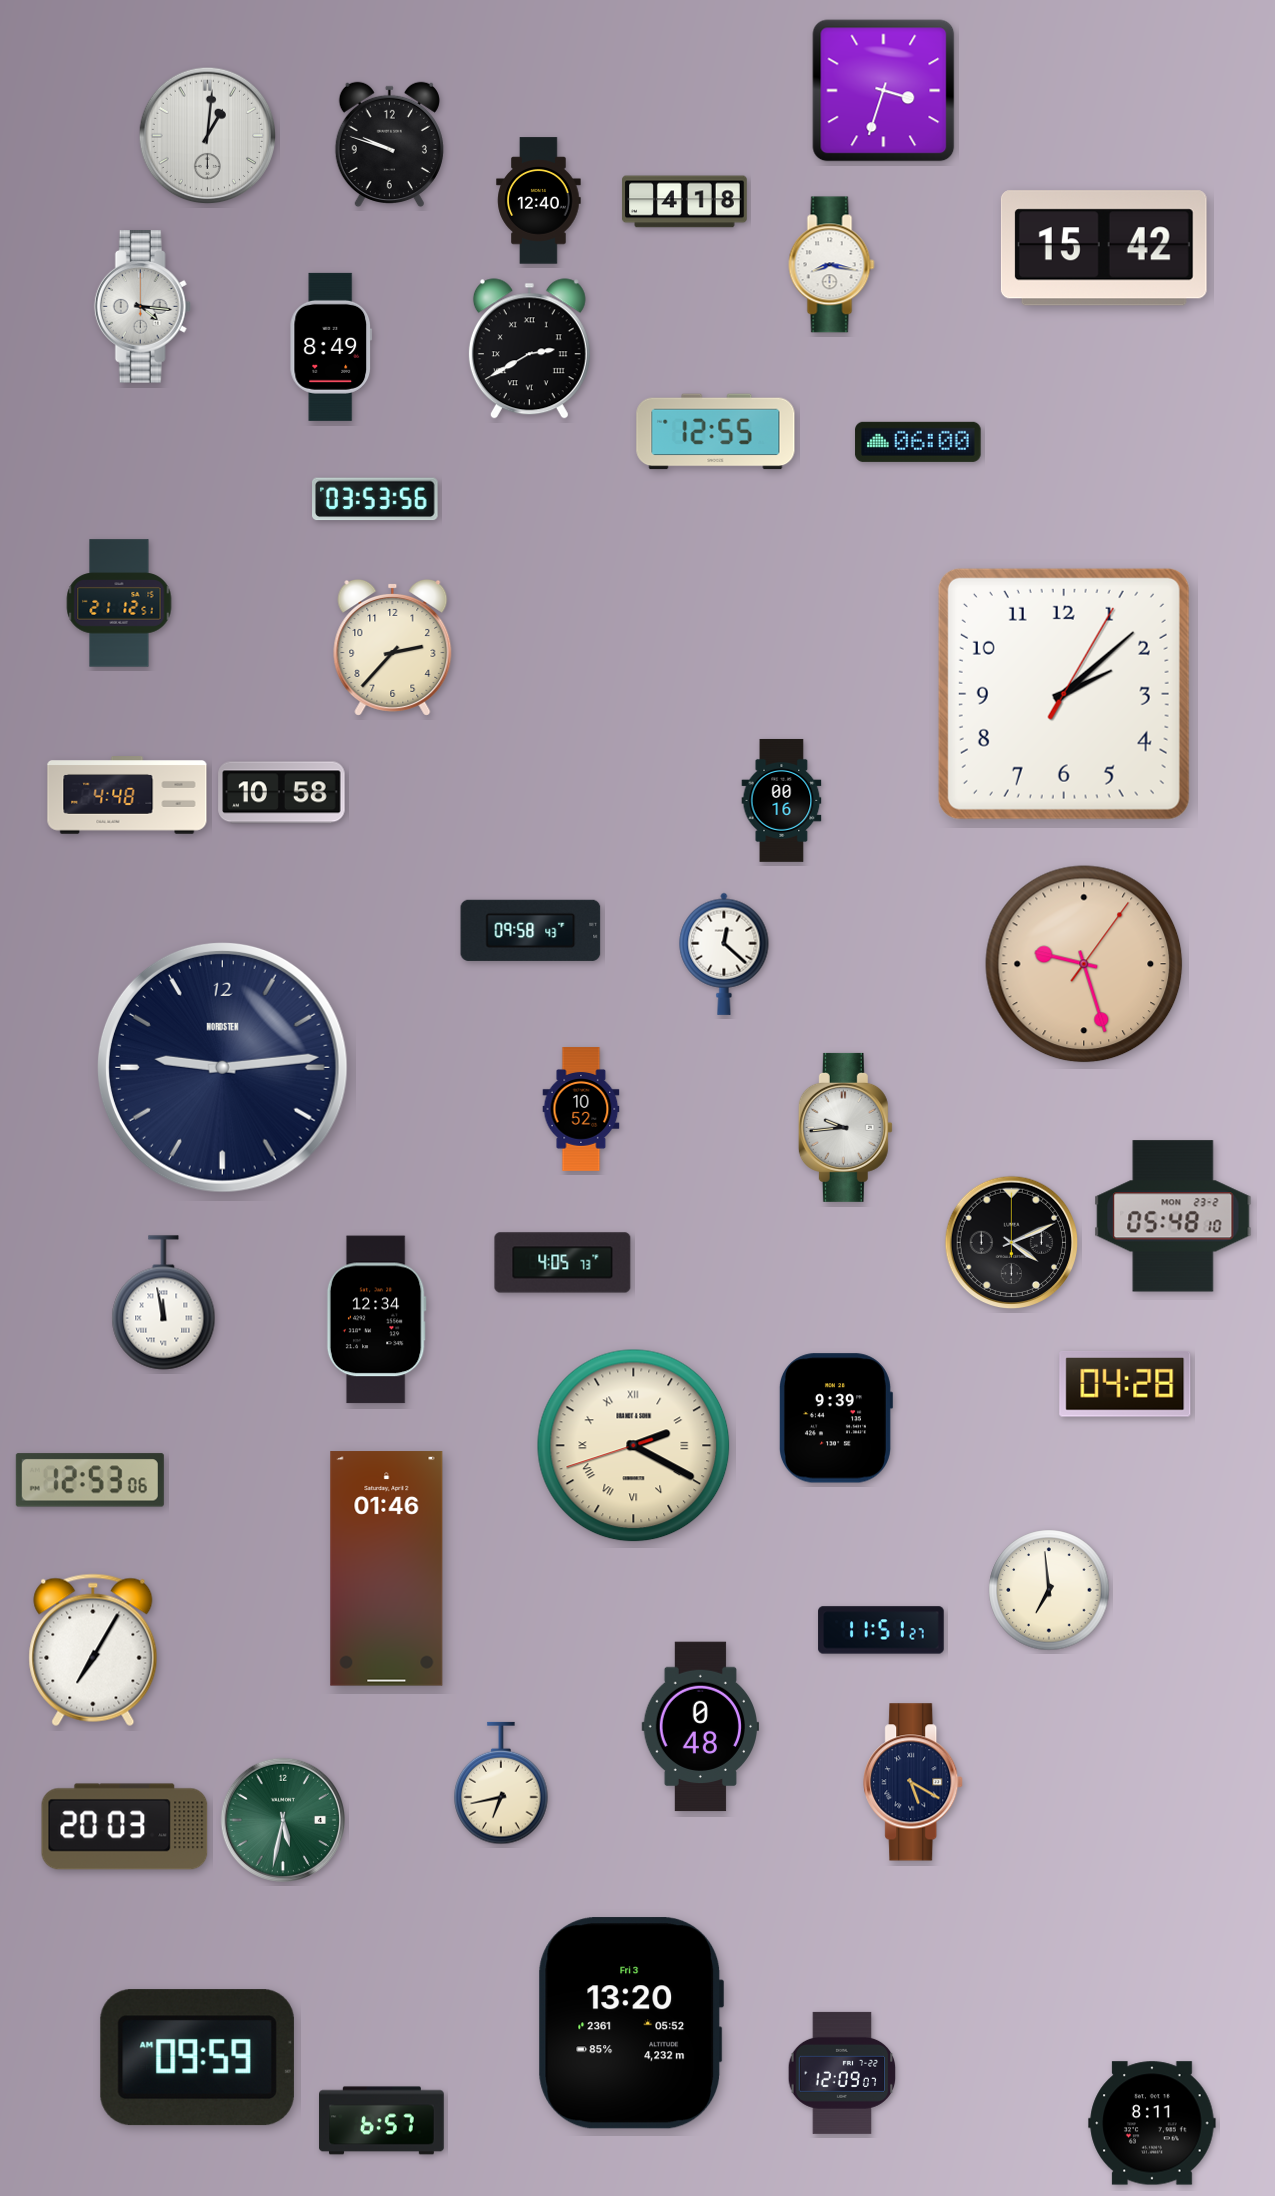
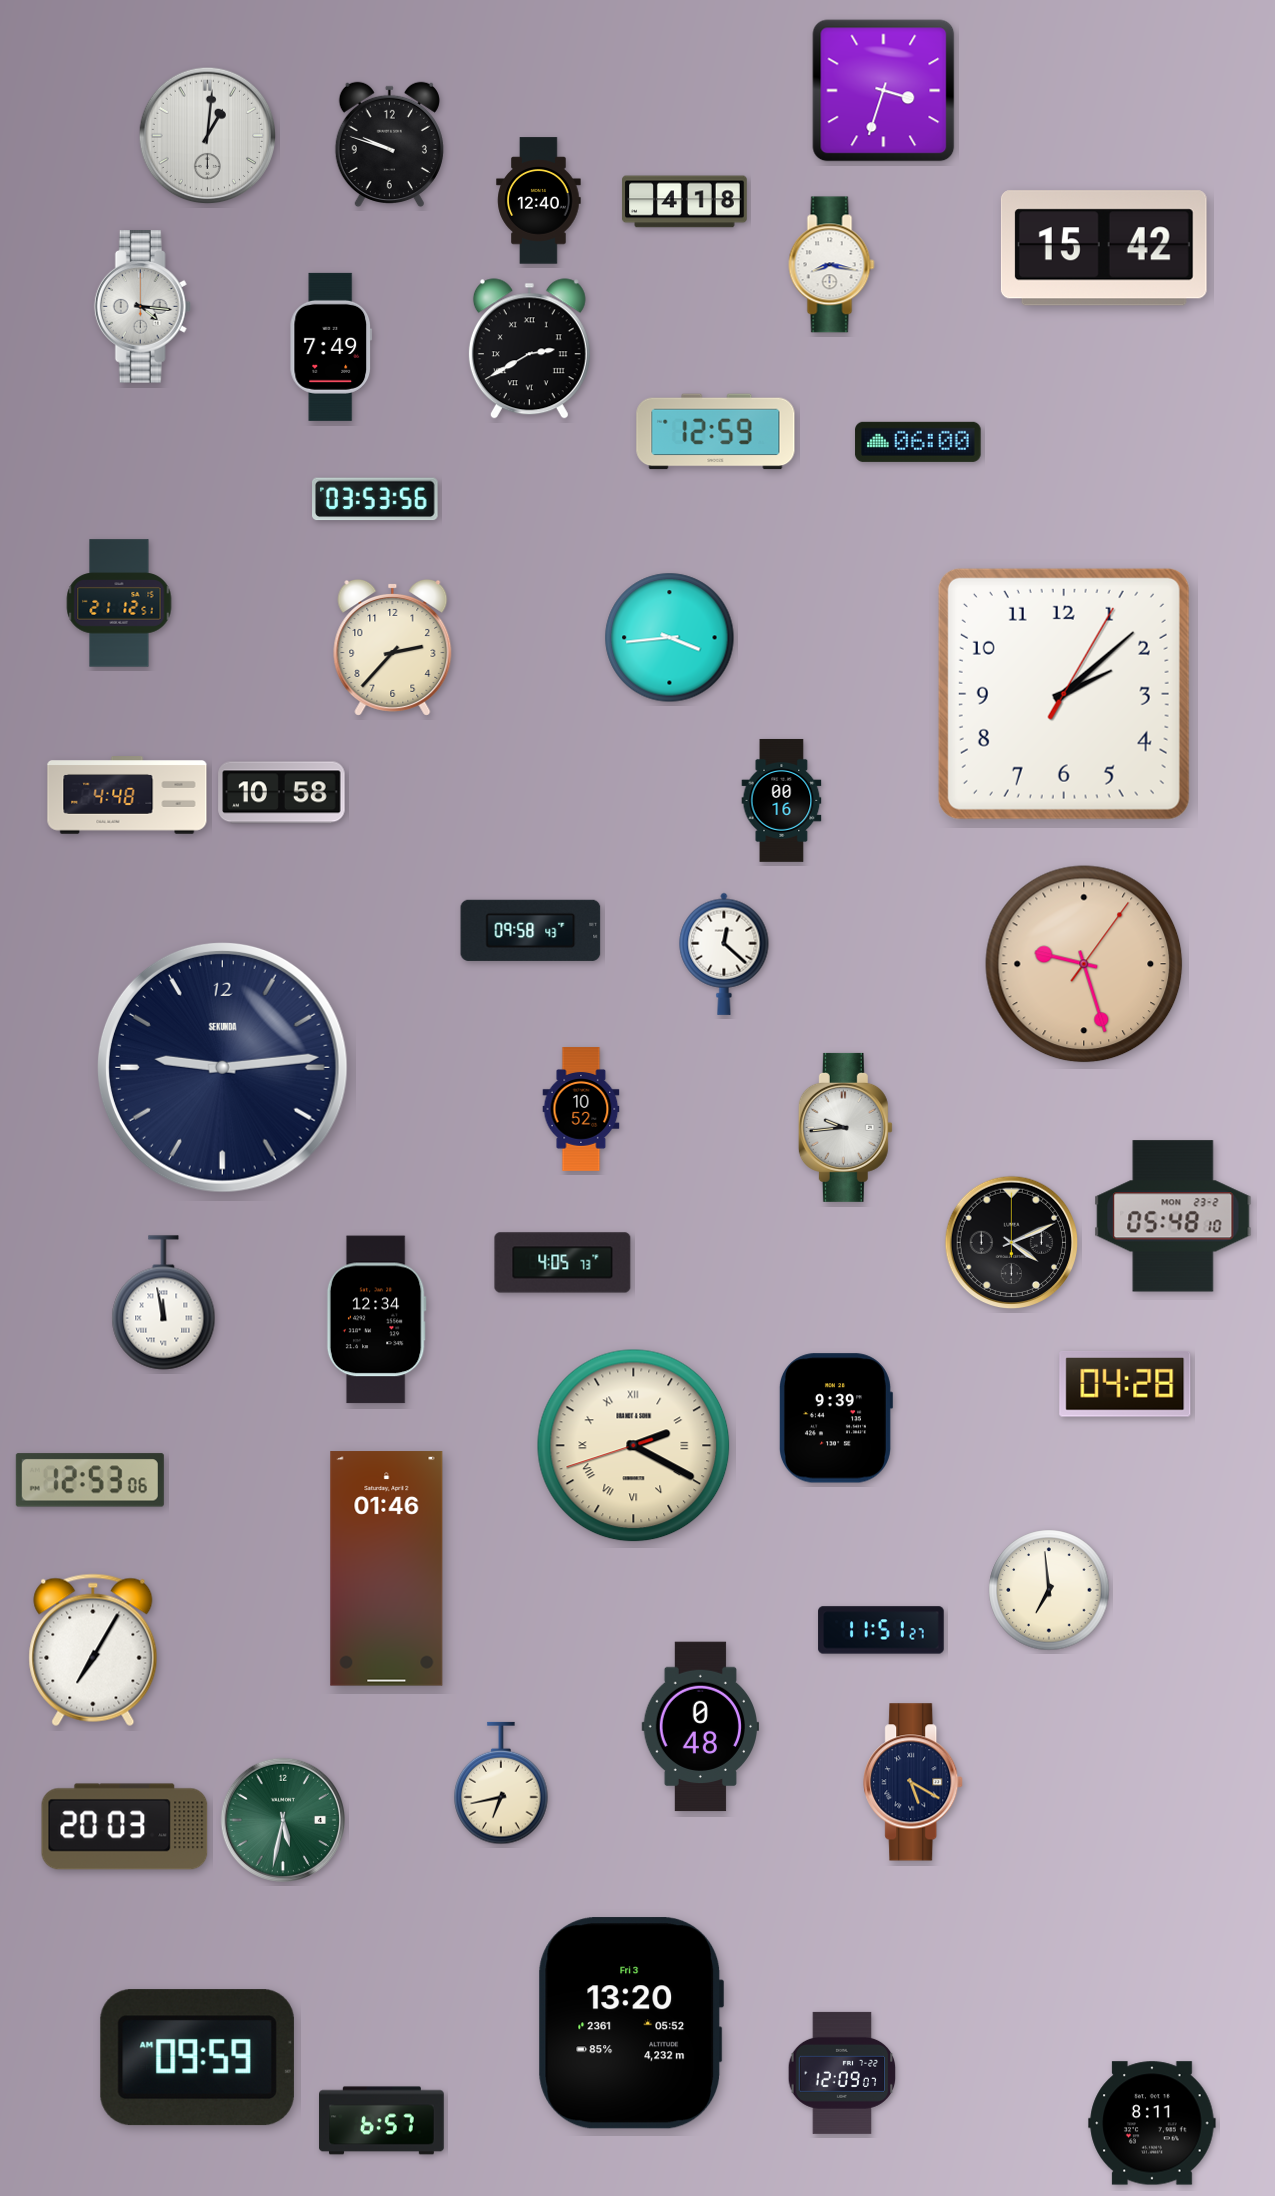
clock at (331, 347): 8:49 -> 7:49
clock at (716, 432): 12:55 -> 12:59
clock at (670, 638): none -> 3:44
clock at (222, 1067) brand: NORDSTEN -> SEKUNDA
